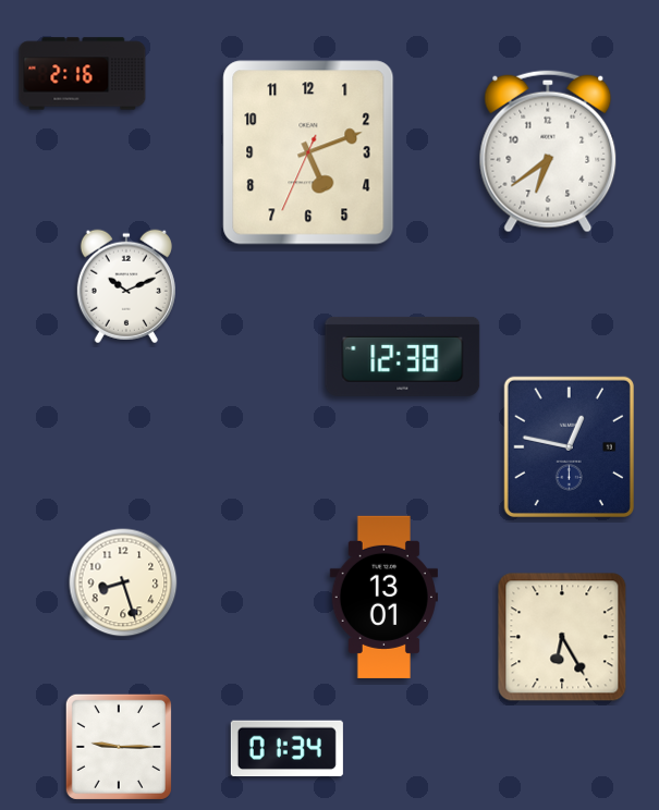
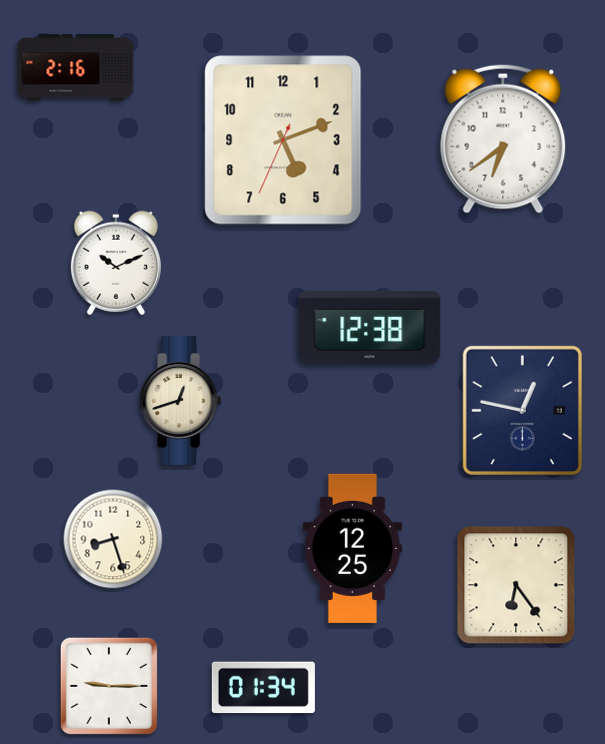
clock at (181, 400): none -> 12:42
clock at (123, 582) position: (123, 582) -> (113, 539)
clock at (383, 597): 13:01 -> 12:25
clock at (562, 637): 6:25 -> 6:24
